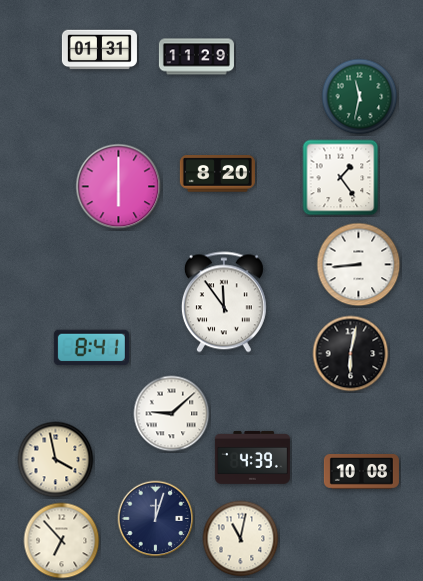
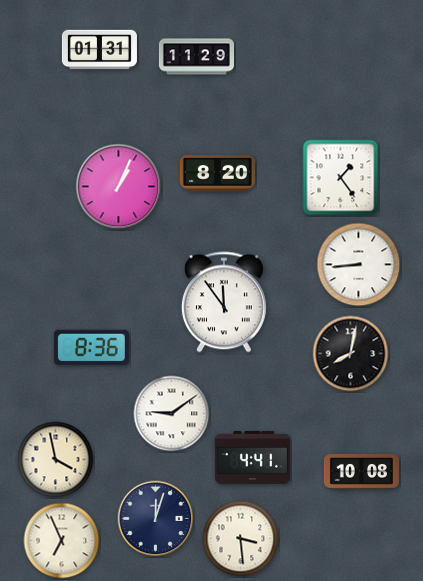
clock at (360, 97): 11:32 -> none
clock at (119, 187): 6:00 -> 1:04
clock at (91, 348): 8:41 -> 8:36
clock at (351, 354): 6:02 -> 8:02
clock at (172, 414): 9:08 -> 9:09
clock at (252, 457): 4:39 -> 4:41
clock at (241, 539): 11:02 -> 3:29
clock at (62, 541): 6:53 -> 6:56
